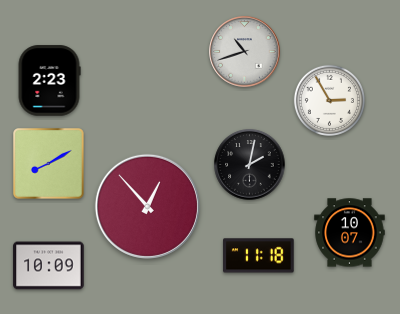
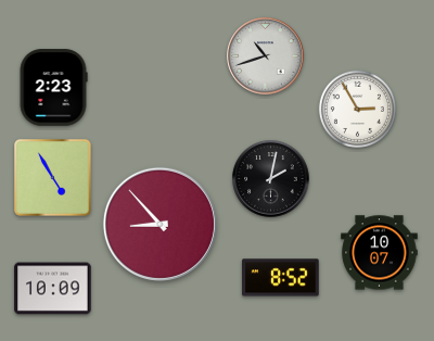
clock at (49, 164): 8:10 -> 4:55
clock at (147, 206): 12:53 -> 8:53
clock at (259, 256): 11:18 -> 8:52
